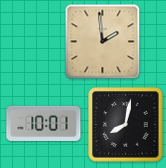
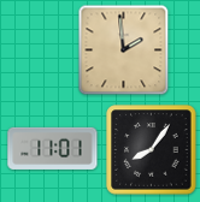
clock at (44, 123): 10:01 -> 11:01
clock at (126, 125): 8:02 -> 8:06
